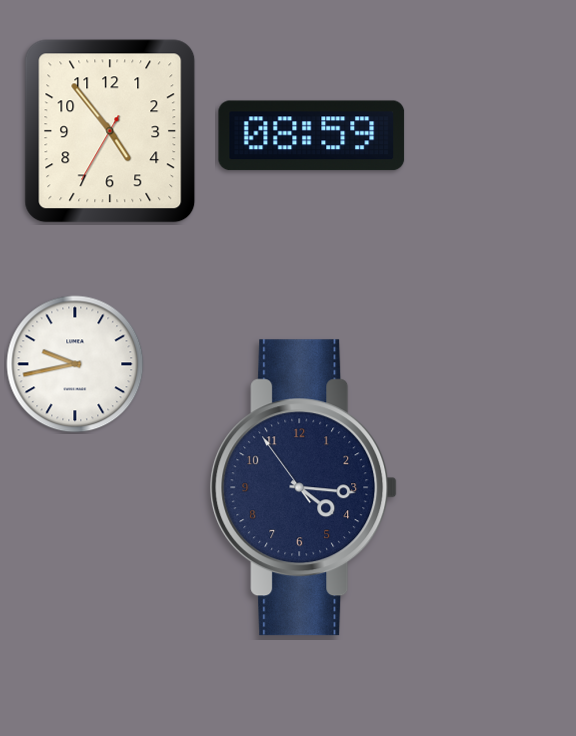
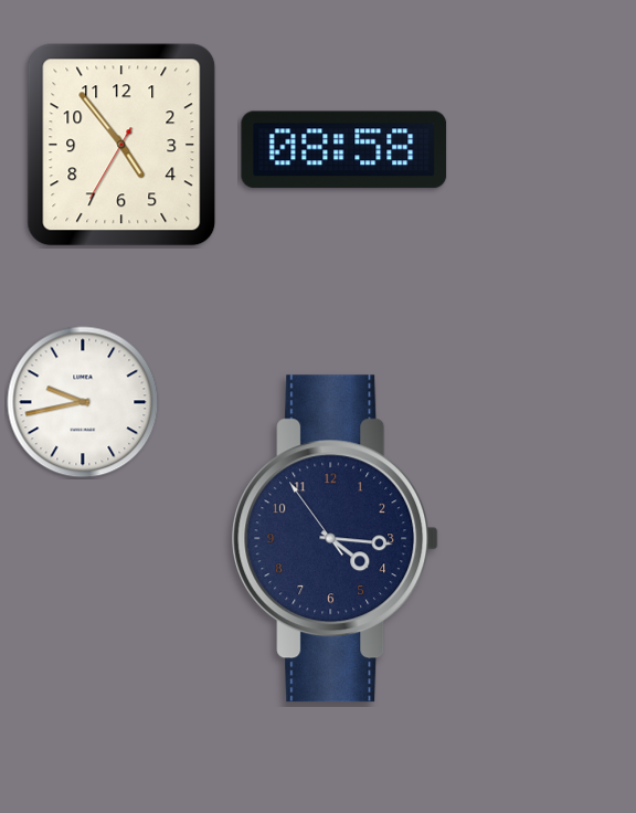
clock at (312, 136): 08:59 -> 08:58
